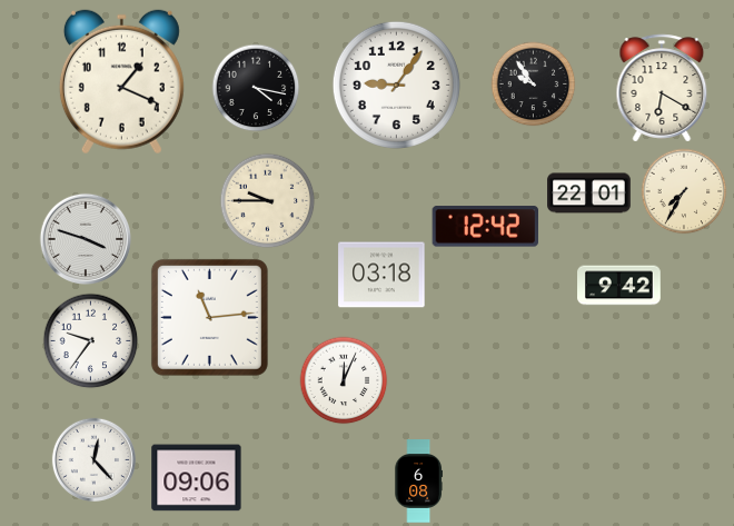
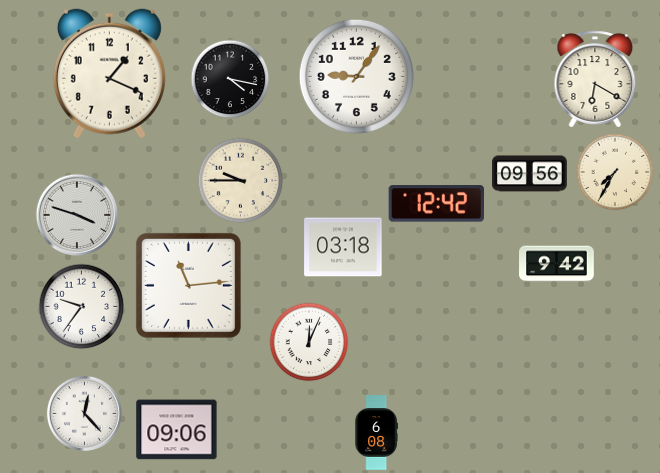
clock at (534, 85): 9:54 -> none
clock at (589, 193): 22:01 -> 09:56
clock at (619, 286) position: (619, 286) -> (557, 264)
